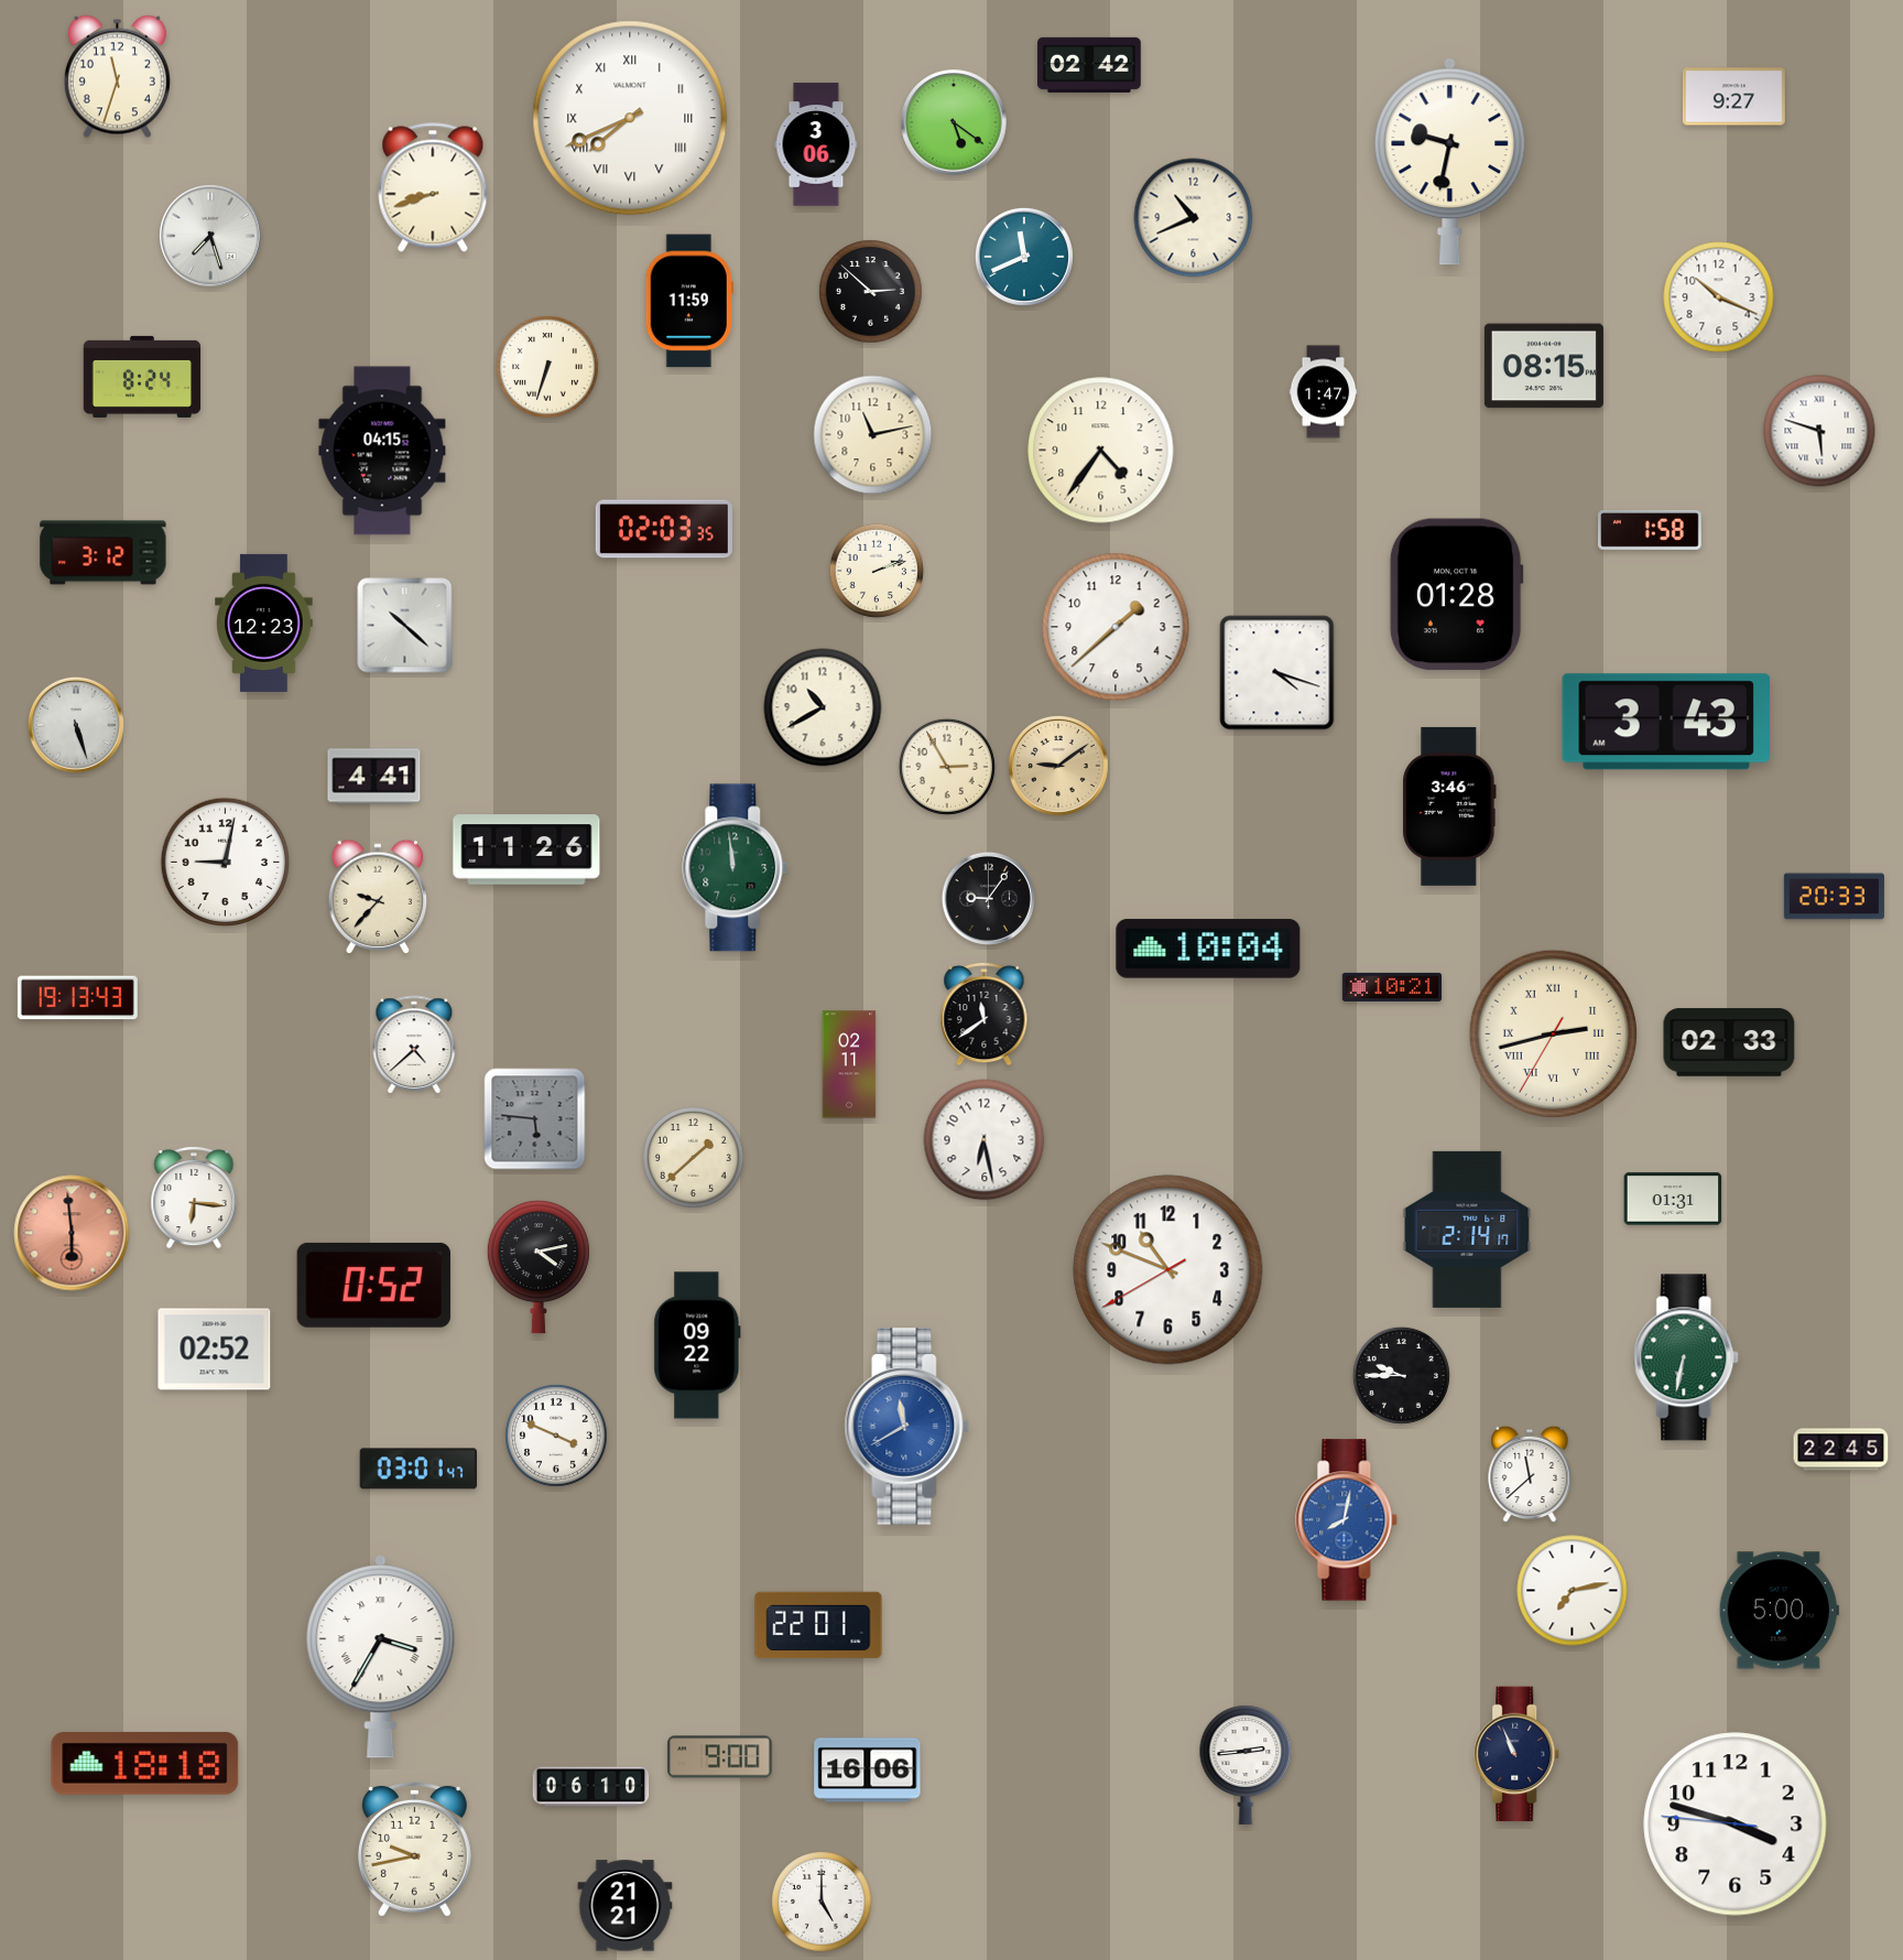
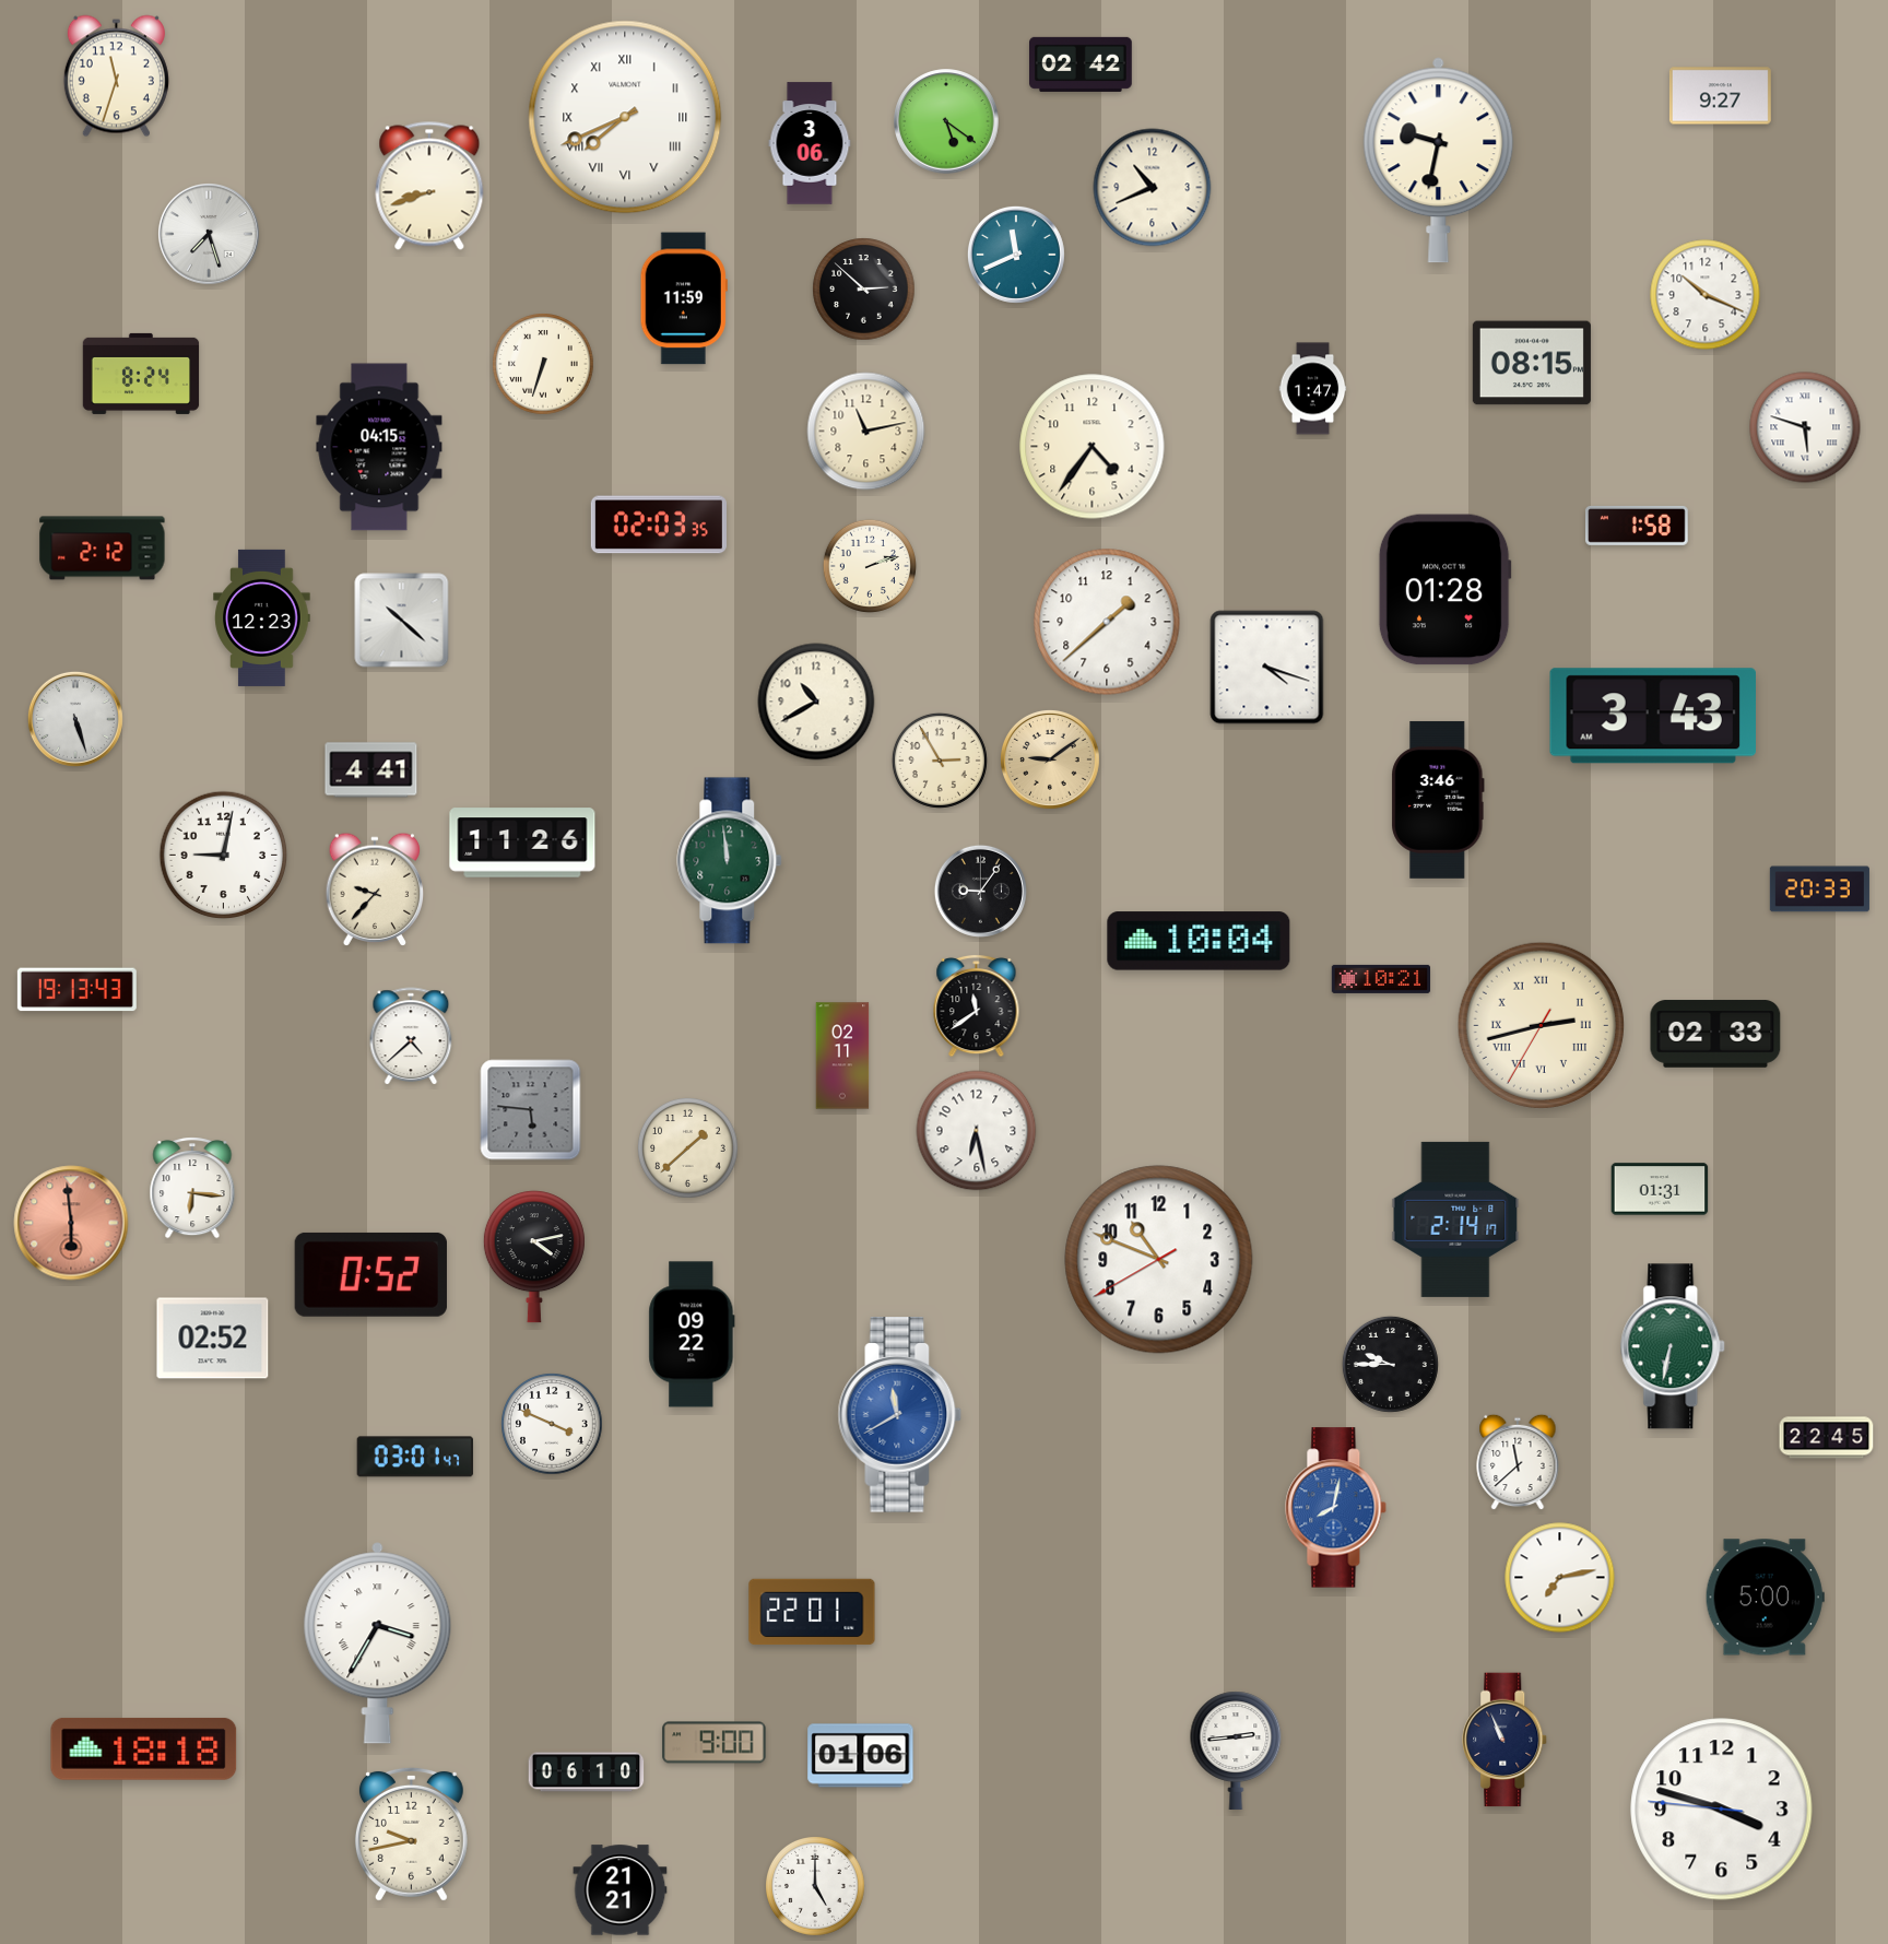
clock at (1194, 218) position: (1194, 218) -> (1153, 188)
clock at (104, 553): 3:12 -> 2:12
clock at (868, 1771): 16:06 -> 01:06
